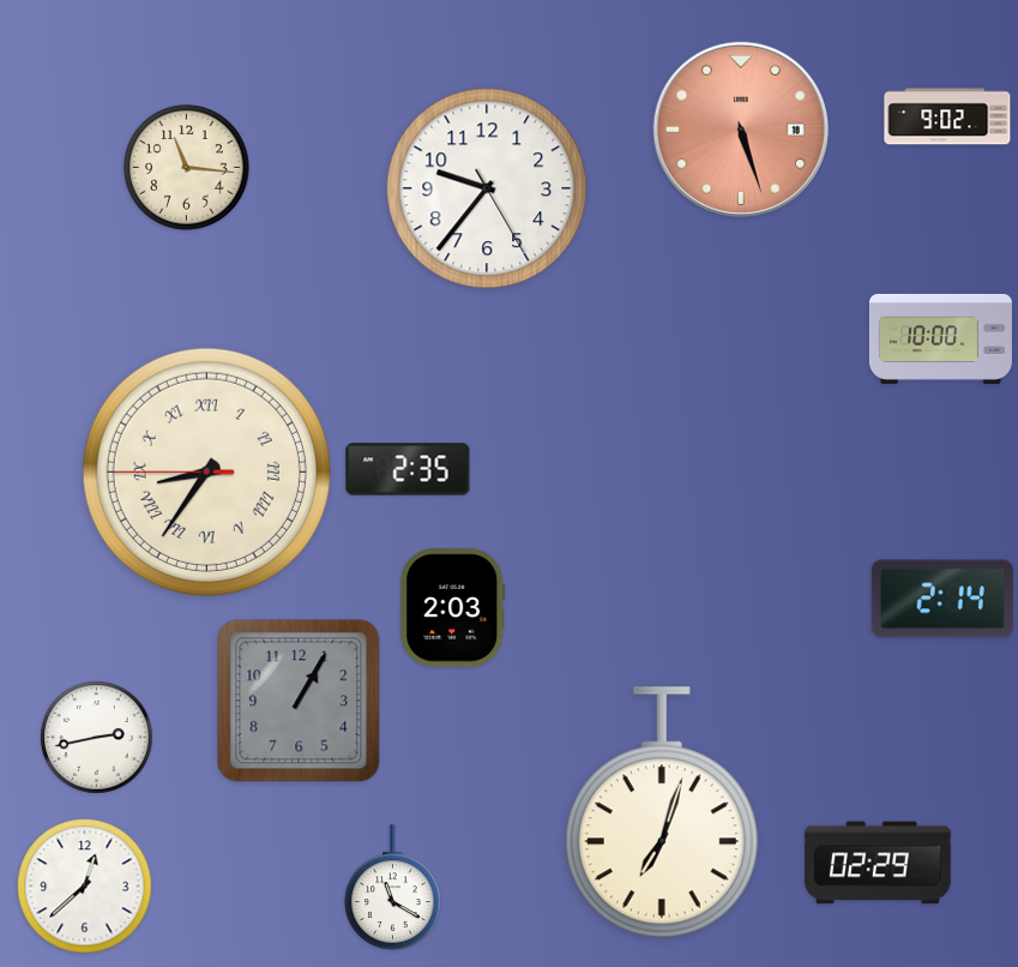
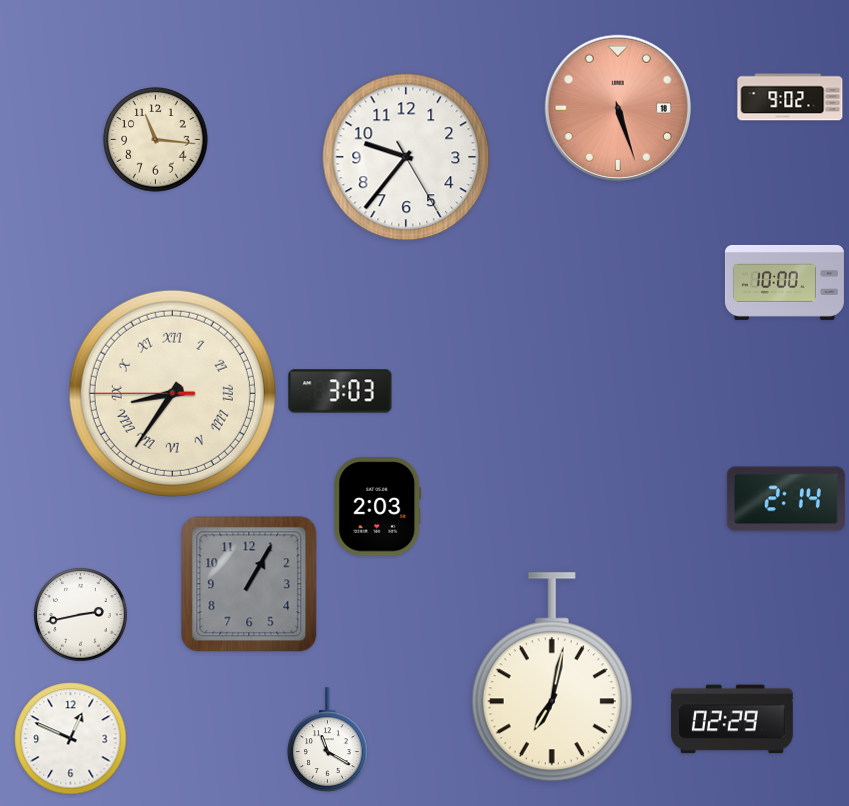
clock at (408, 469): 2:35 -> 3:03
clock at (662, 812): 7:03 -> 7:02
clock at (85, 887): 12:38 -> 12:49
